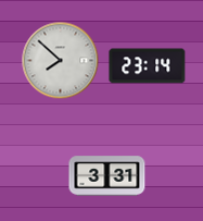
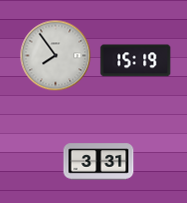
clock at (61, 61): 7:52 -> 7:54
clock at (148, 66): 23:14 -> 15:19
